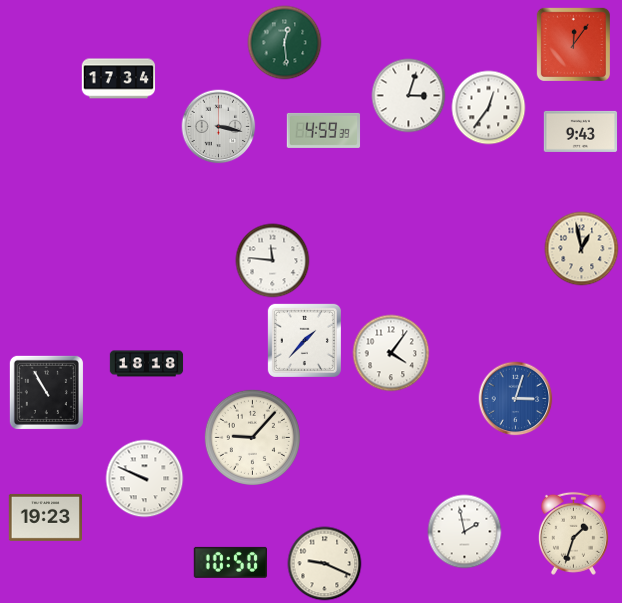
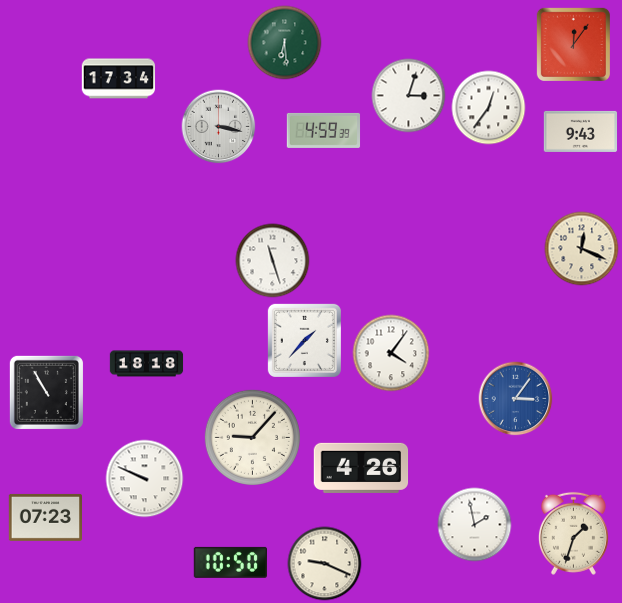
clock at (285, 43): 12:29 -> 6:29
clock at (582, 249): 12:58 -> 12:19
clock at (273, 261): 11:46 -> 11:27
clock at (516, 399): 3:03 -> 3:06
clock at (361, 468): none -> 4:26
clock at (45, 517): 19:23 -> 07:23
clock at (465, 532) position: (465, 532) -> (475, 525)
